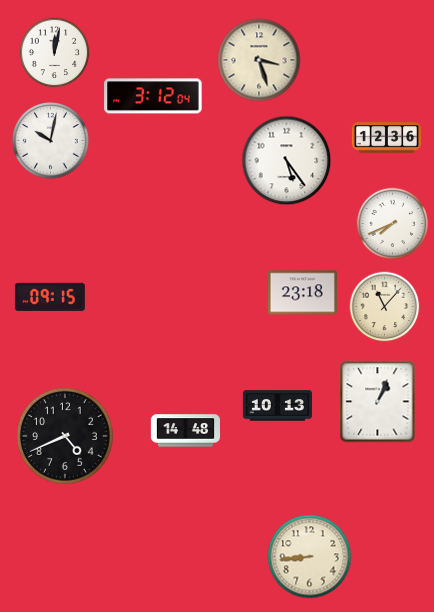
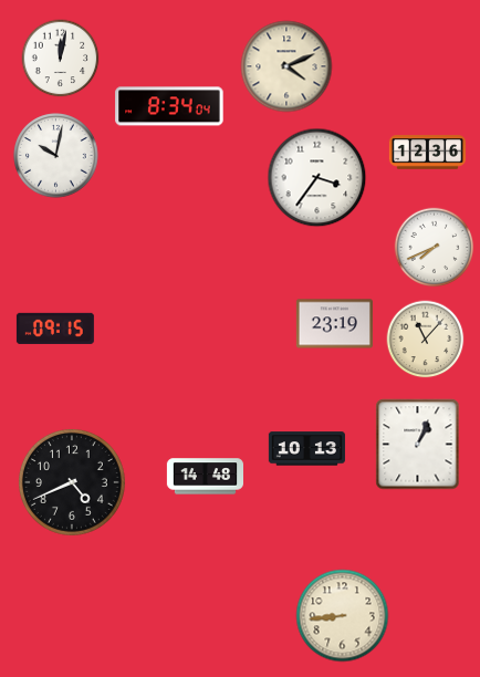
clock at (259, 60): 3:27 -> 4:11
clock at (153, 96): 3:12 -> 8:34
clock at (287, 161): 5:24 -> 3:36
clock at (302, 293): 23:18 -> 23:19
